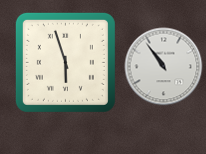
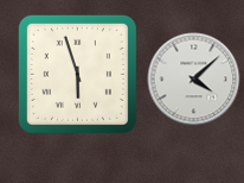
clock at (164, 67): 10:54 -> 4:08
